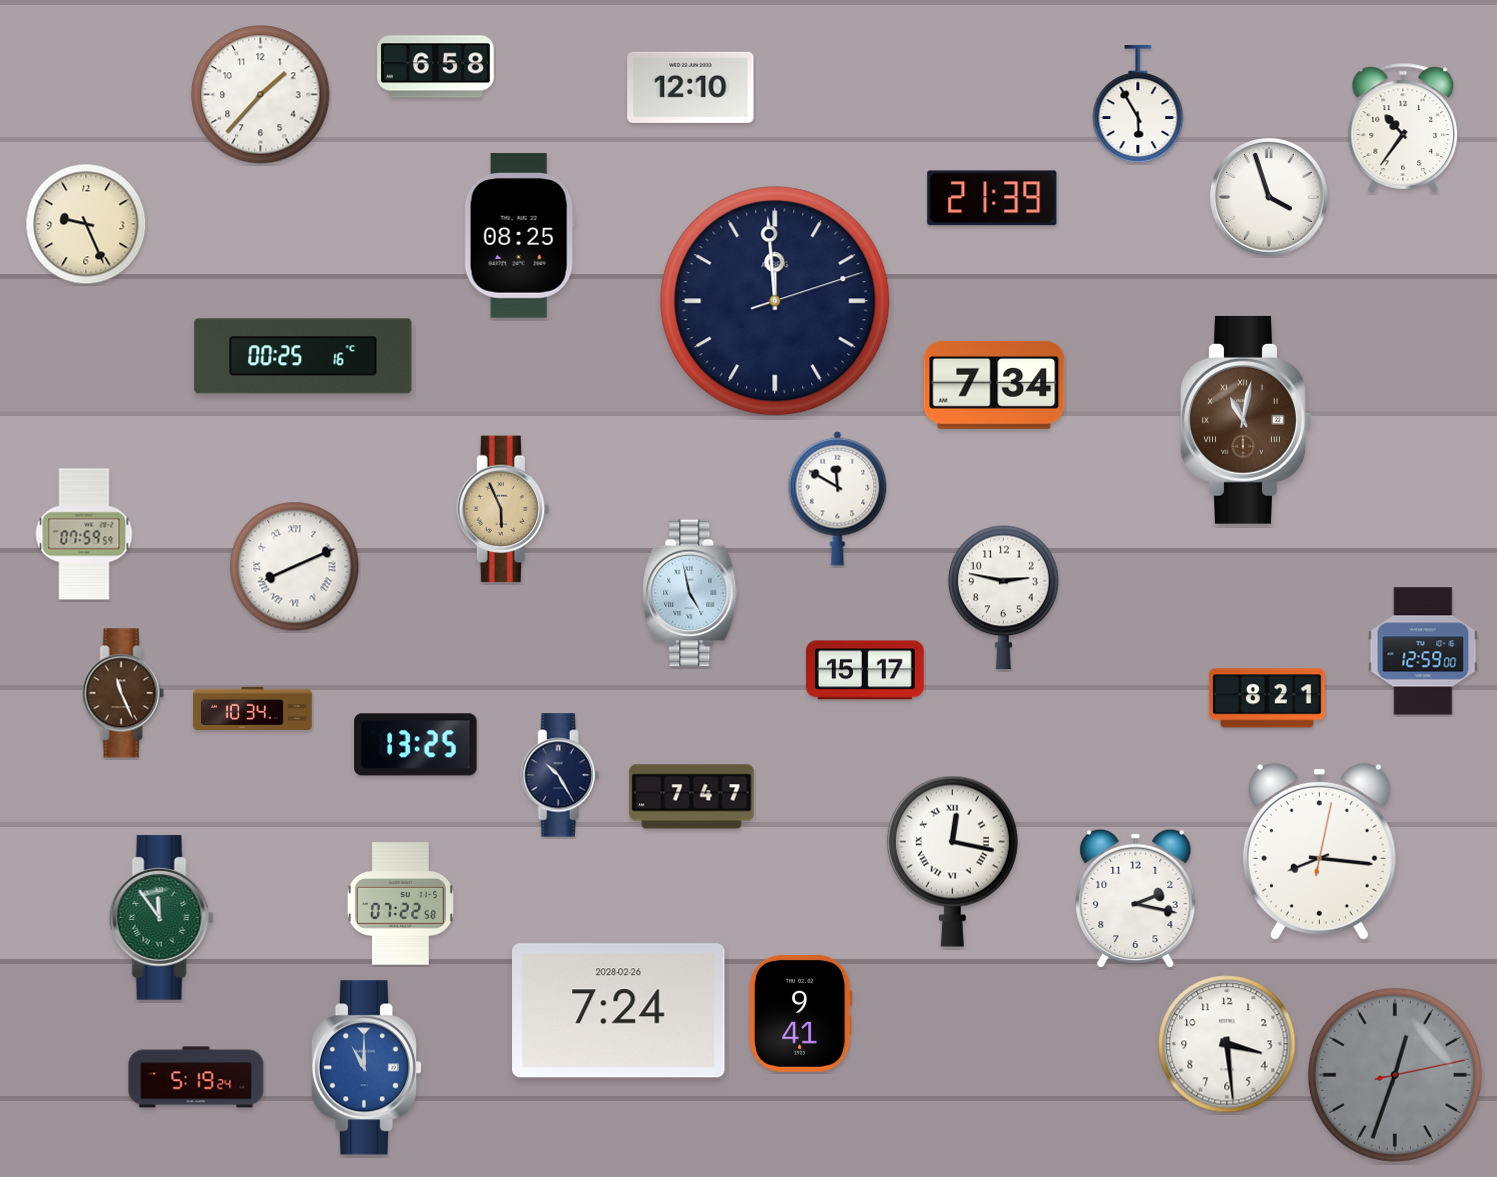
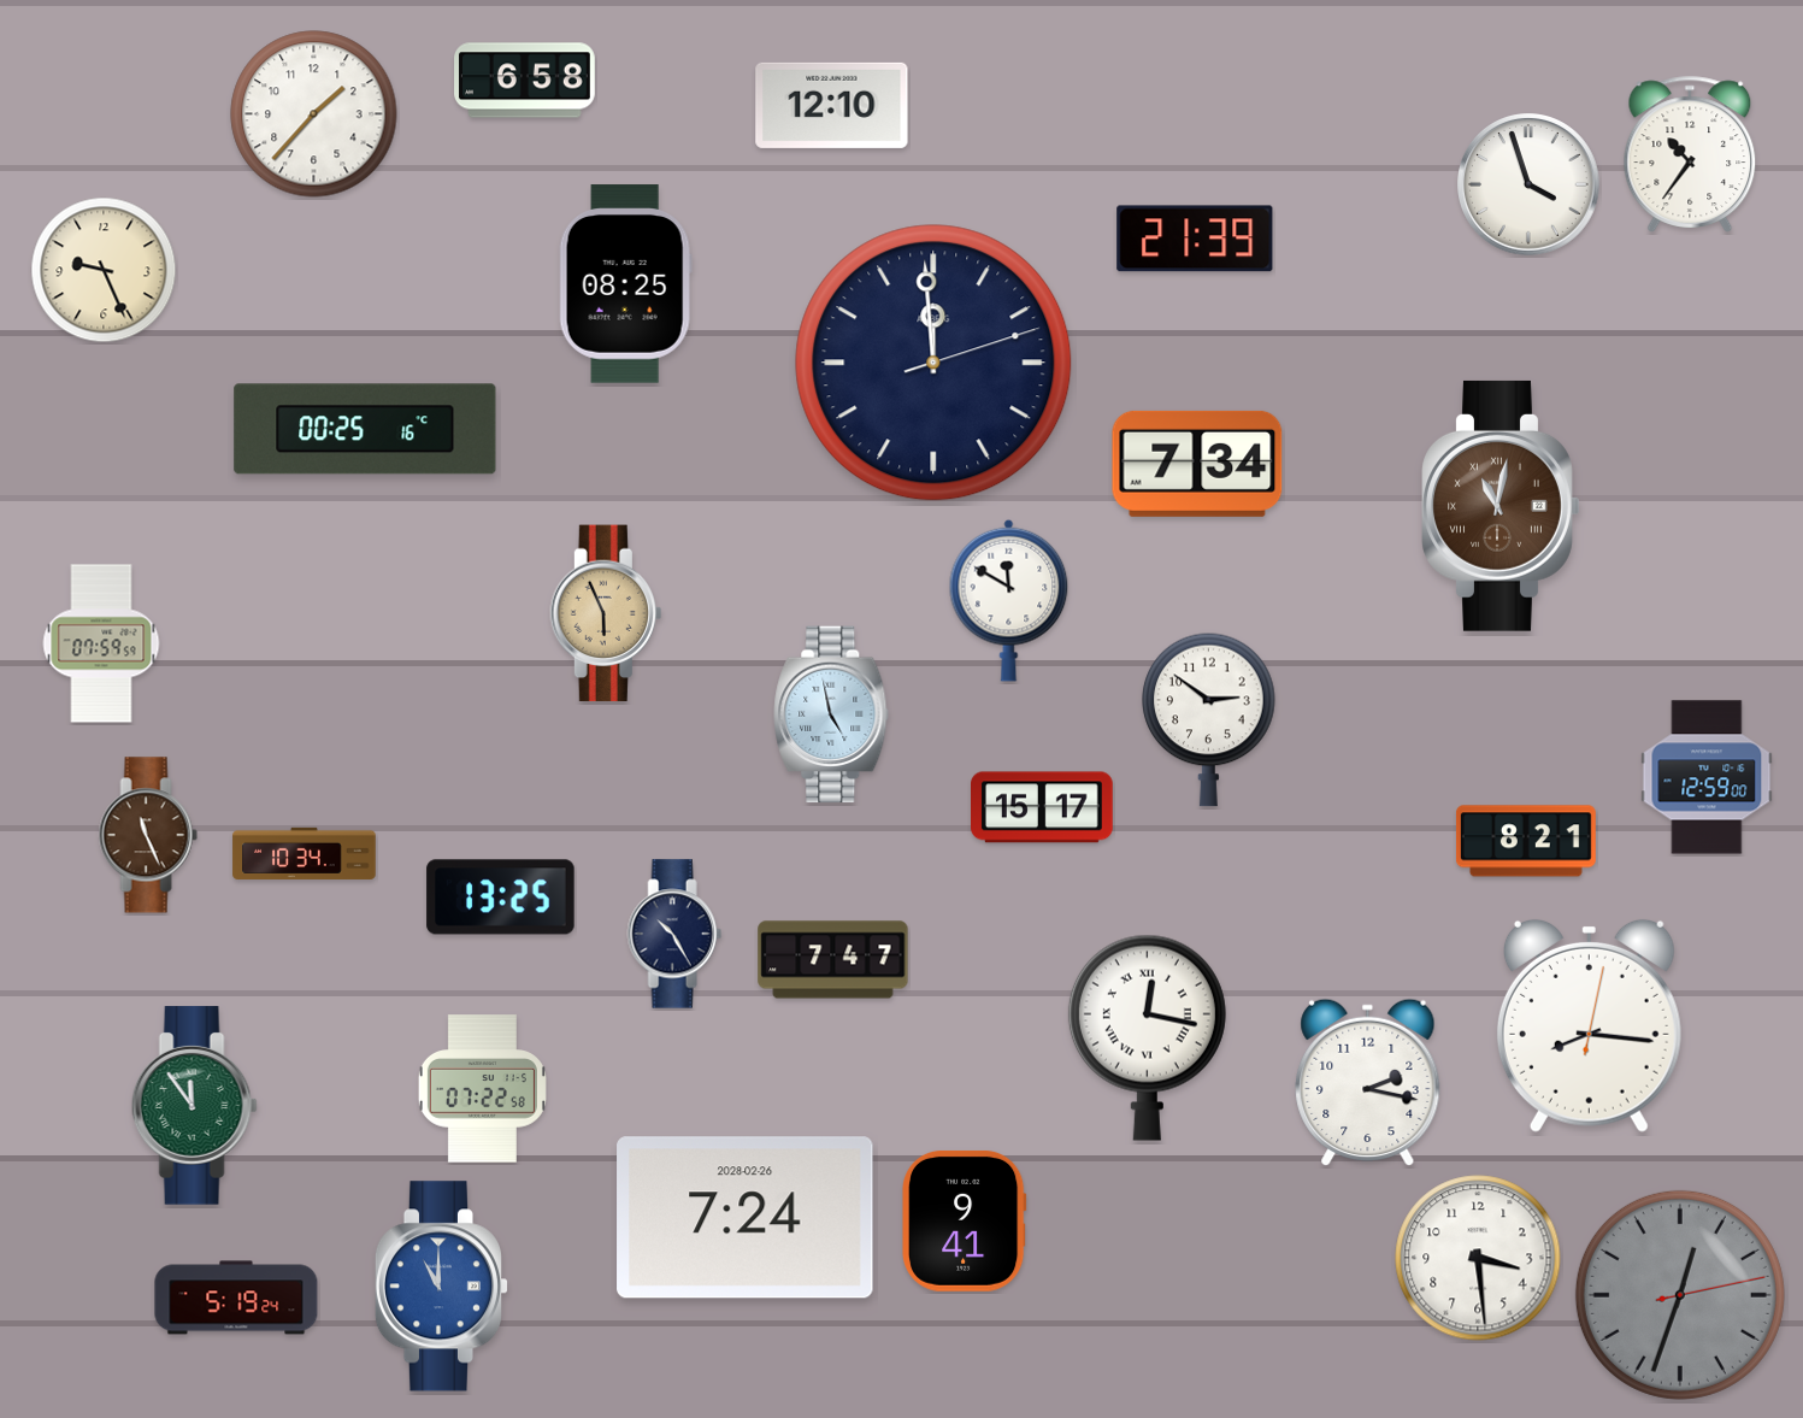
clock at (1138, 105): 5:55 -> none
clock at (1270, 198) position: (1270, 198) -> (1530, 186)
clock at (295, 567): 8:11 -> none
clock at (1004, 597): 2:47 -> 2:51
clock at (1423, 651) position: (1423, 651) -> (1707, 777)
